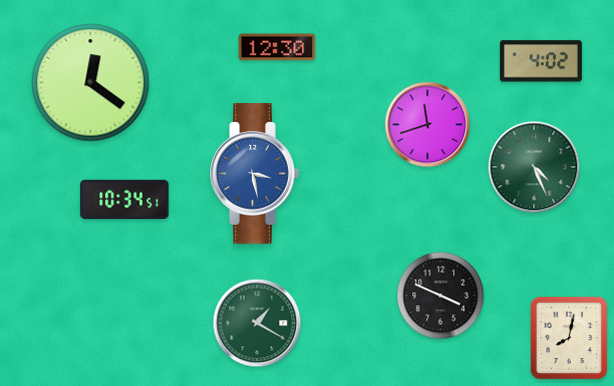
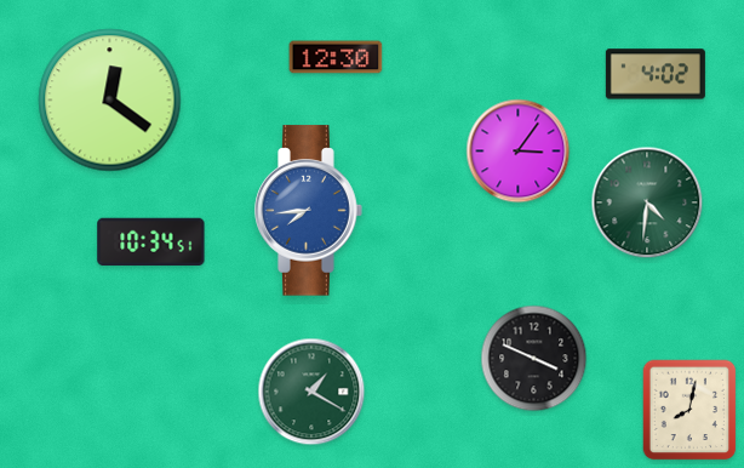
clock at (428, 125): 11:42 -> 3:06
clock at (534, 167): 4:26 -> 4:31
clock at (255, 174): 3:28 -> 7:44
